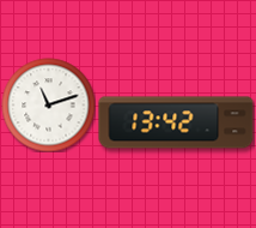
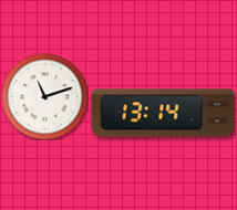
clock at (176, 122): 13:42 -> 13:14
